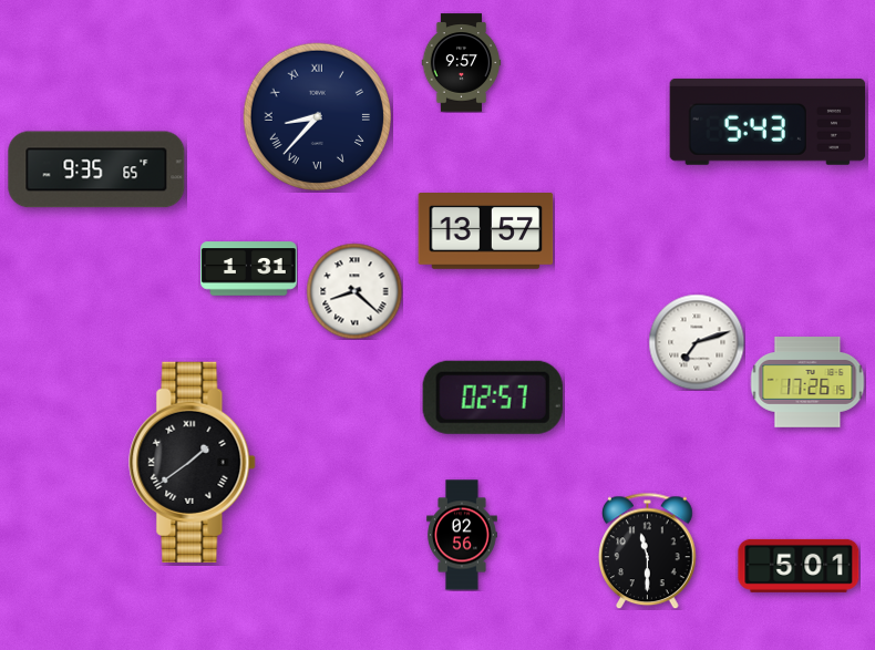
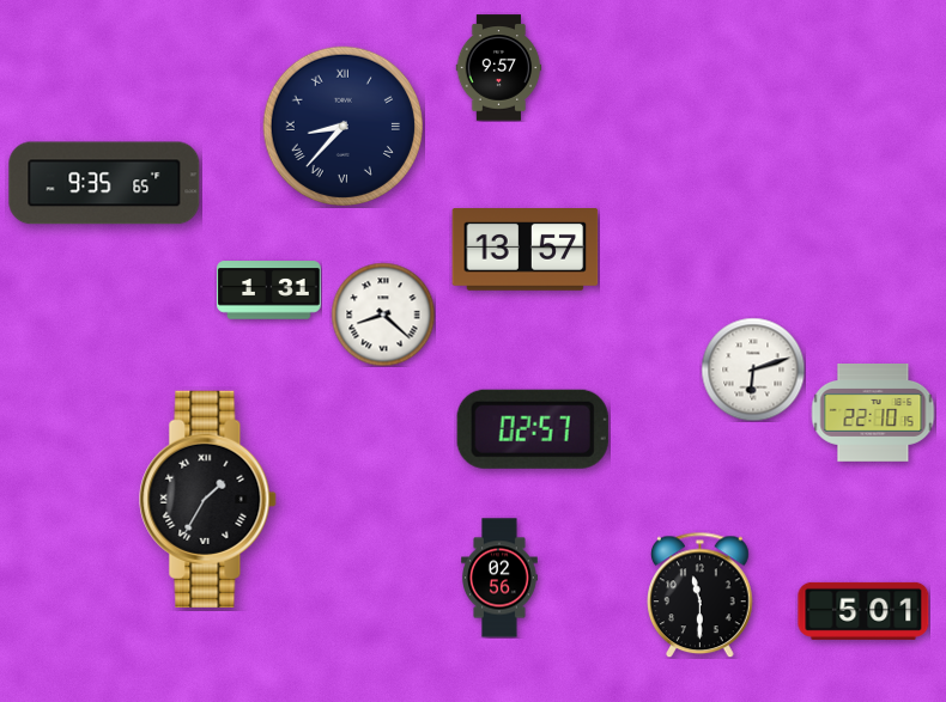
clock at (768, 122): 5:43 -> none
clock at (697, 342): 7:12 -> 6:12
clock at (807, 383): 17:26 -> 22:10
clock at (193, 462): 1:39 -> 1:35
